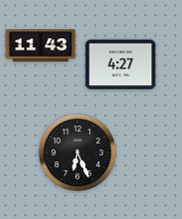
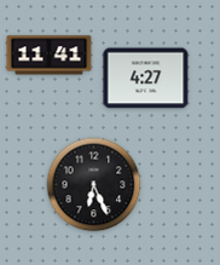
clock at (41, 46): 11:43 -> 11:41
